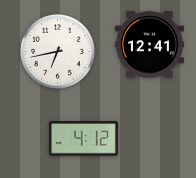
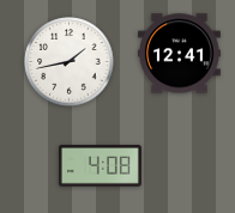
clock at (58, 52): 6:43 -> 1:43
clock at (83, 139): 4:12 -> 4:08
